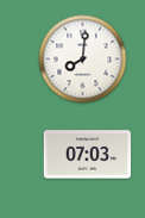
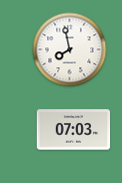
clock at (83, 60): 8:01 -> 7:58
